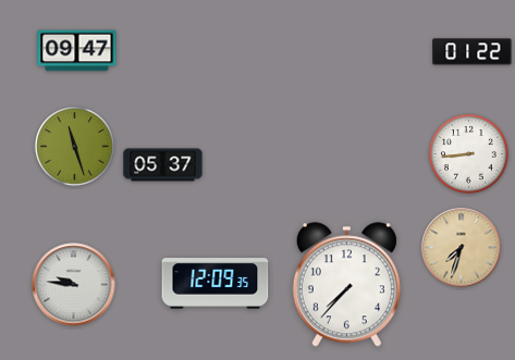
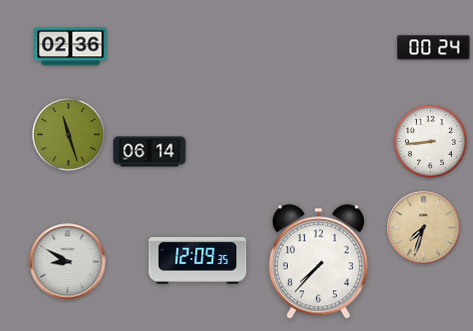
clock at (77, 51): 09:47 -> 02:36
clock at (473, 52): 01:22 -> 00:24
clock at (163, 165): 05:37 -> 06:14
clock at (74, 285): 9:46 -> 8:50
